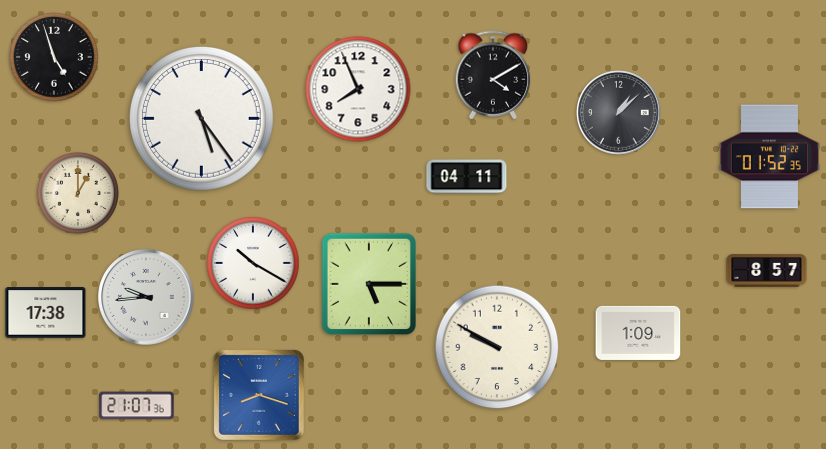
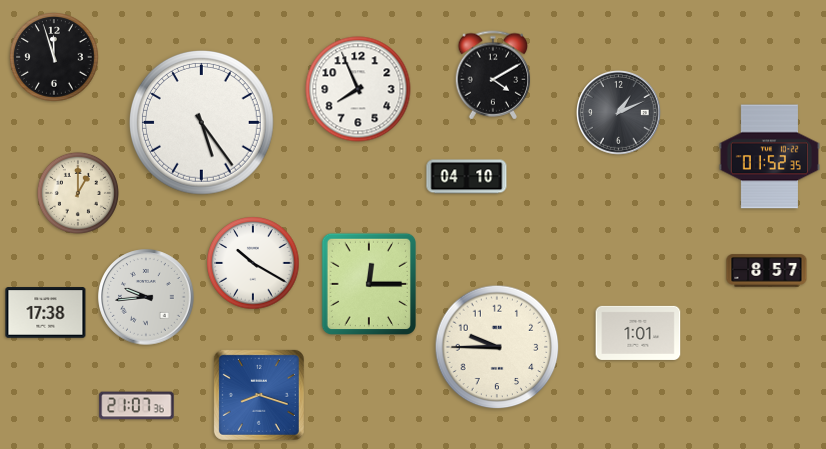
clock at (54, 57): 4:57 -> 11:57
clock at (619, 113): 1:08 -> 1:11
clock at (202, 119) position: (202, 119) -> (202, 123)
clock at (467, 177): 04:11 -> 04:10
clock at (368, 283): 5:15 -> 12:15
clock at (638, 333): 1:09 -> 1:01
clock at (497, 347): 9:50 -> 9:45
